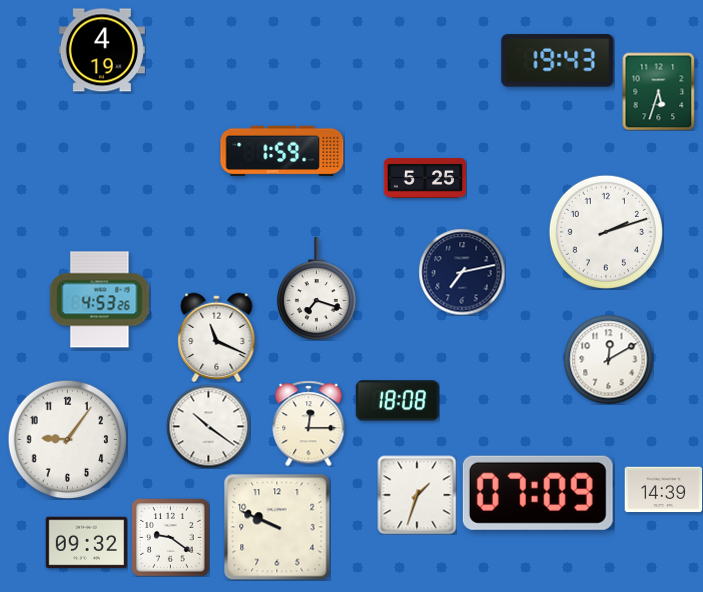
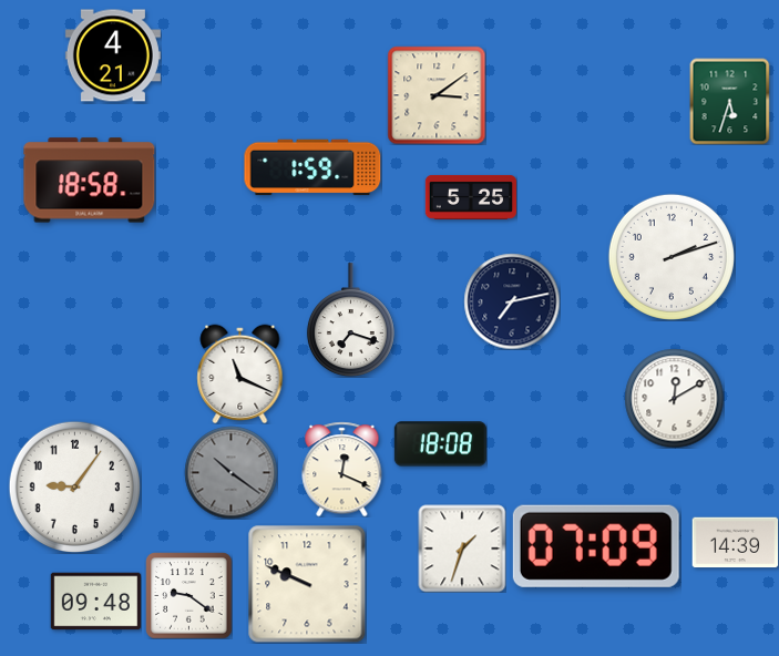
clock at (102, 50): 4:19 -> 4:21
clock at (558, 61): 19:43 -> none
clock at (437, 95): none -> 3:09
clock at (90, 181): none -> 18:58
clock at (99, 300): 4:53 -> none
clock at (309, 423): 12:15 -> 12:19
clock at (208, 426) dial: white -> grey
clock at (86, 543): 09:32 -> 09:48
